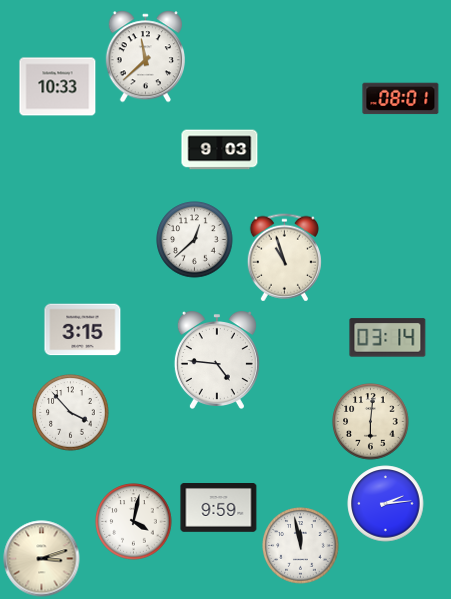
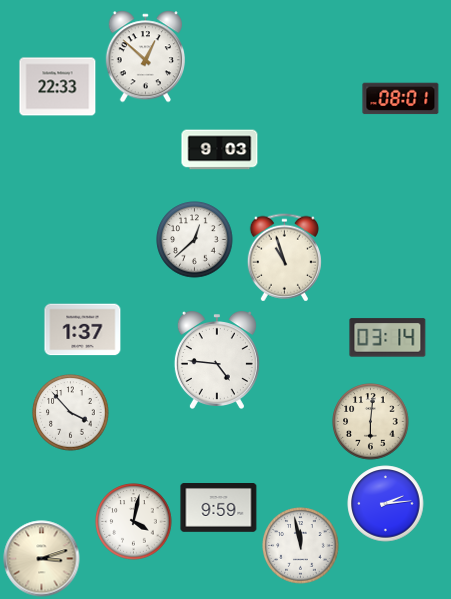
clock at (145, 57): 11:38 -> 12:52
clock at (58, 87): 10:33 -> 22:33
clock at (83, 330): 3:15 -> 1:37
